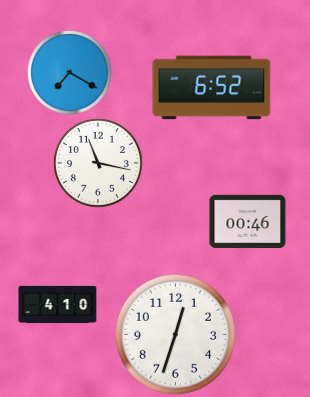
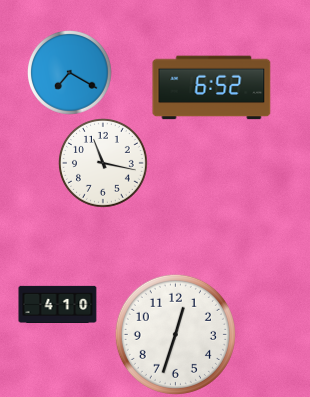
clock at (99, 164) position: (99, 164) -> (104, 164)
clock at (248, 221): 00:46 -> none
